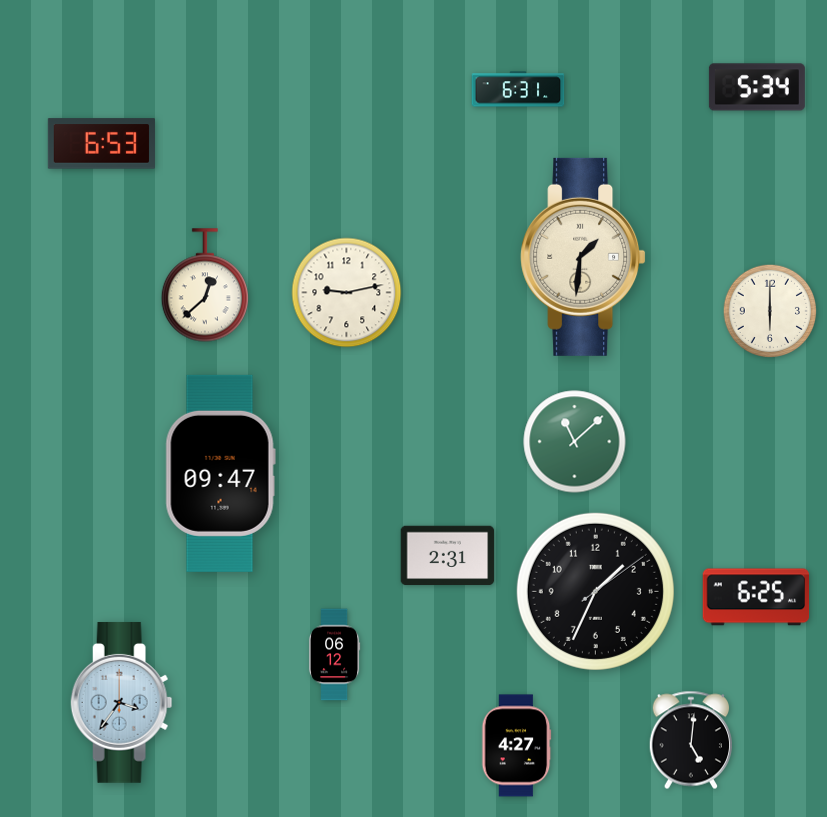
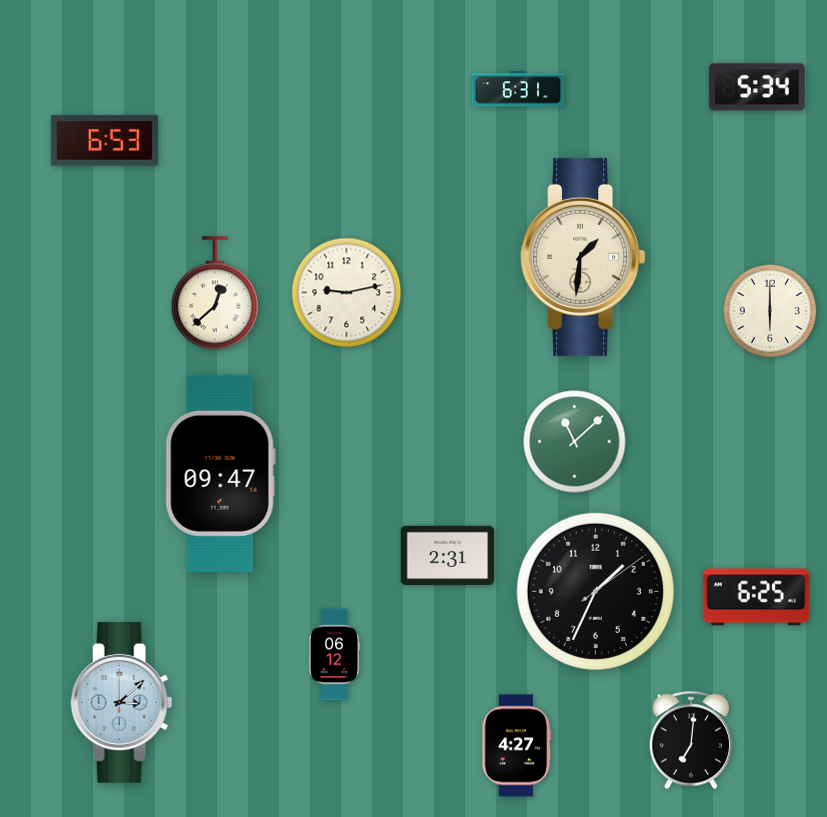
clock at (101, 144) position: (101, 144) -> (104, 141)
clock at (205, 285) position: (205, 285) -> (215, 293)
clock at (122, 702): 3:36 -> 3:08
clock at (690, 740): 5:01 -> 7:01
